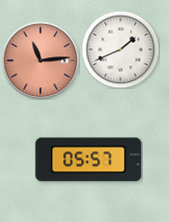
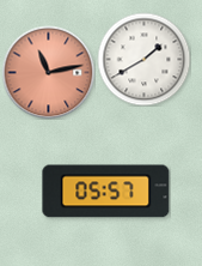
clock at (120, 49): 1:41 -> 1:40
clock at (40, 60): 11:14 -> 11:13
